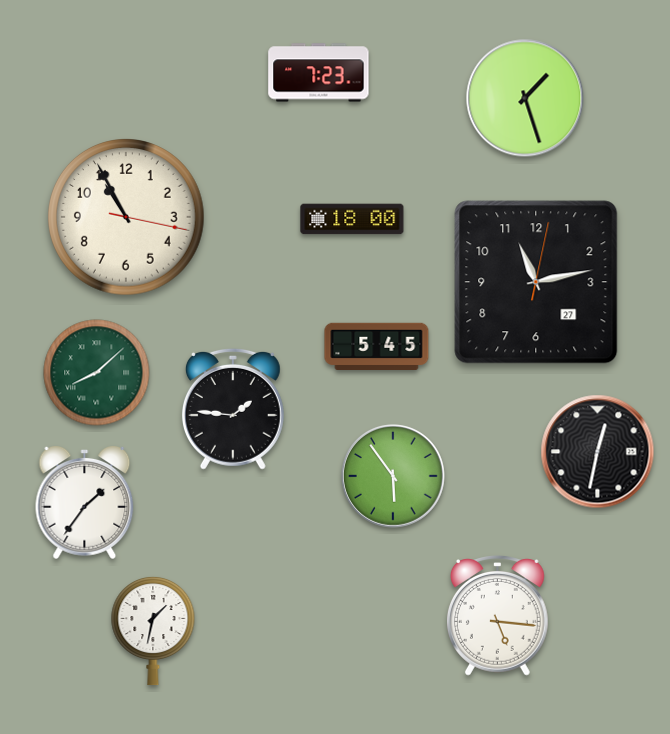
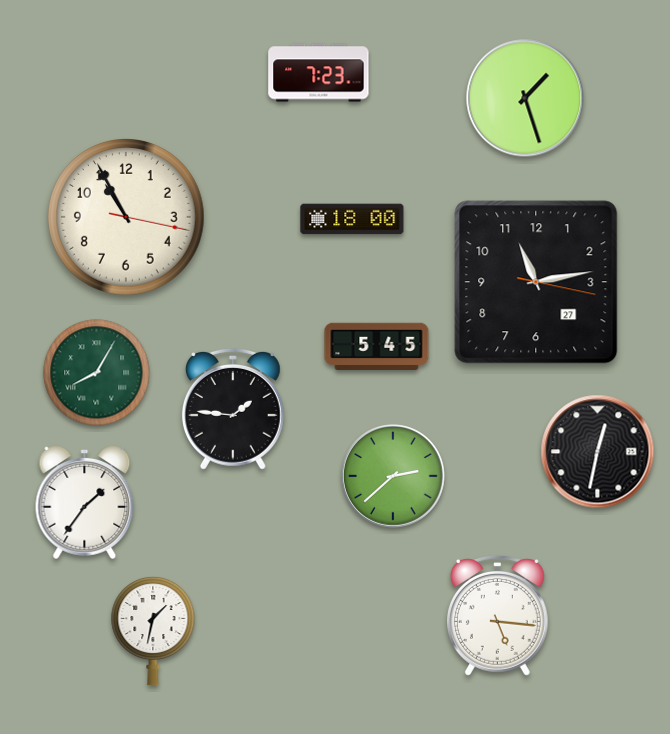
clock at (536, 282): 11:13:02 -> 11:13:17
clock at (97, 373): 8:08 -> 8:05
clock at (393, 476): 5:54 -> 2:38
